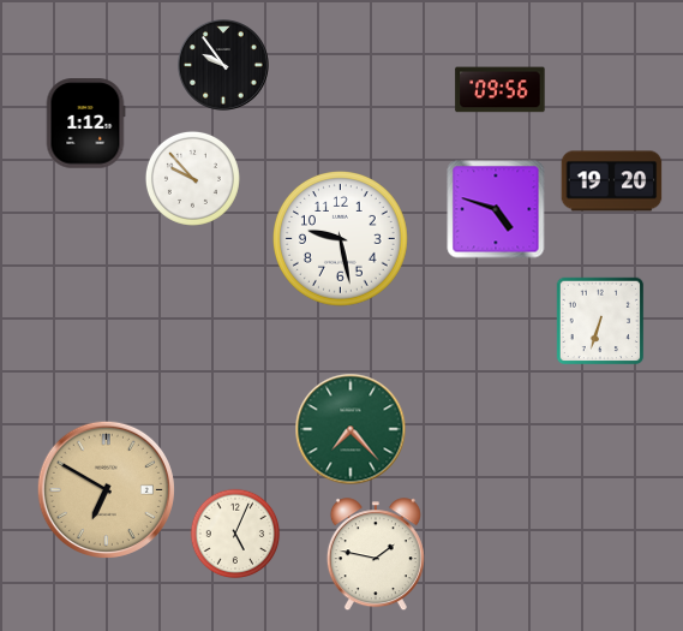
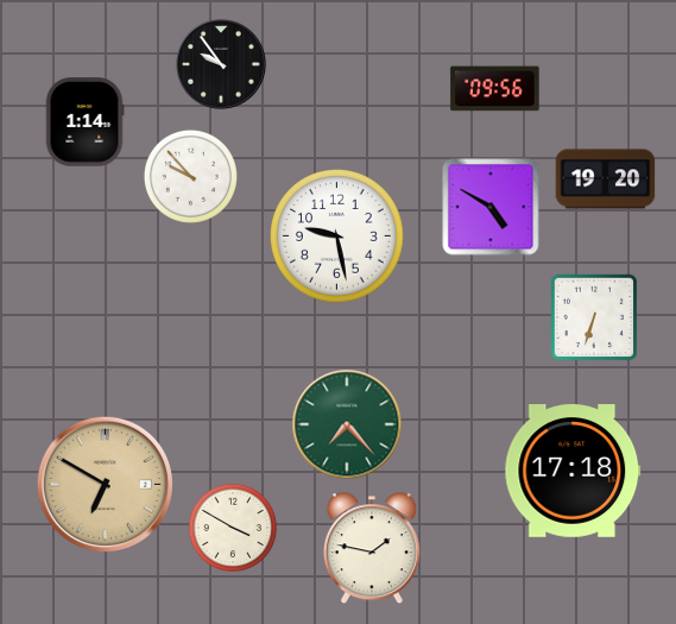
clock at (85, 124): 1:12 -> 1:14
clock at (496, 209): 4:48 -> 4:50
clock at (573, 472): none -> 17:18
clock at (235, 534): 5:04 -> 3:50
